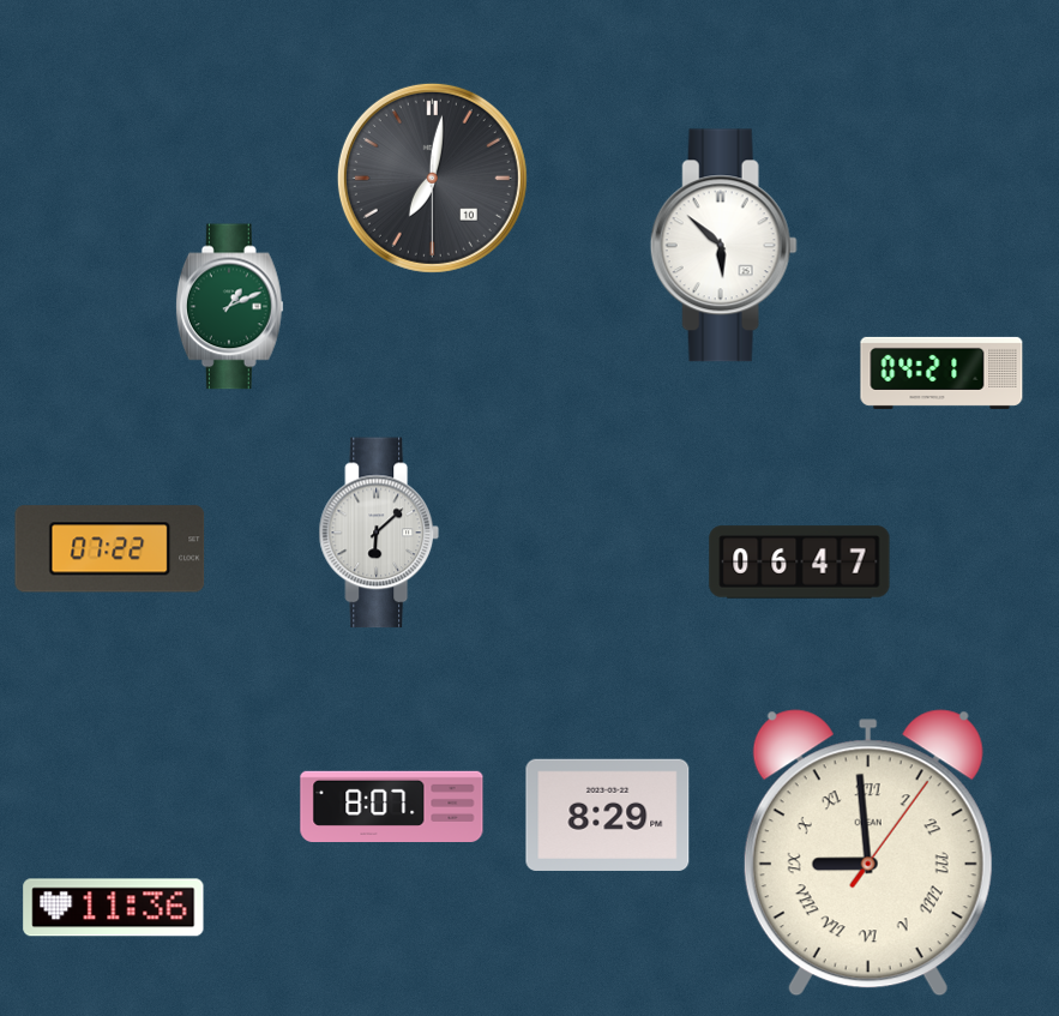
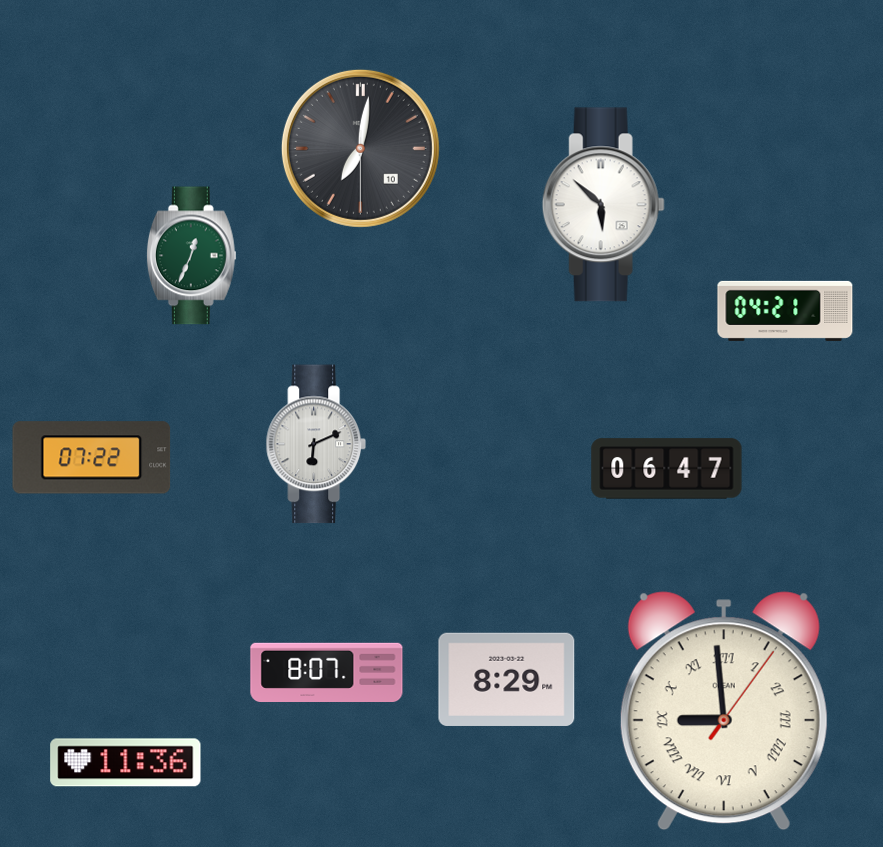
clock at (229, 307): 1:11 -> 12:34
clock at (378, 533): 6:08 -> 6:11
clock at (114, 908) position: (114, 908) -> (126, 763)
